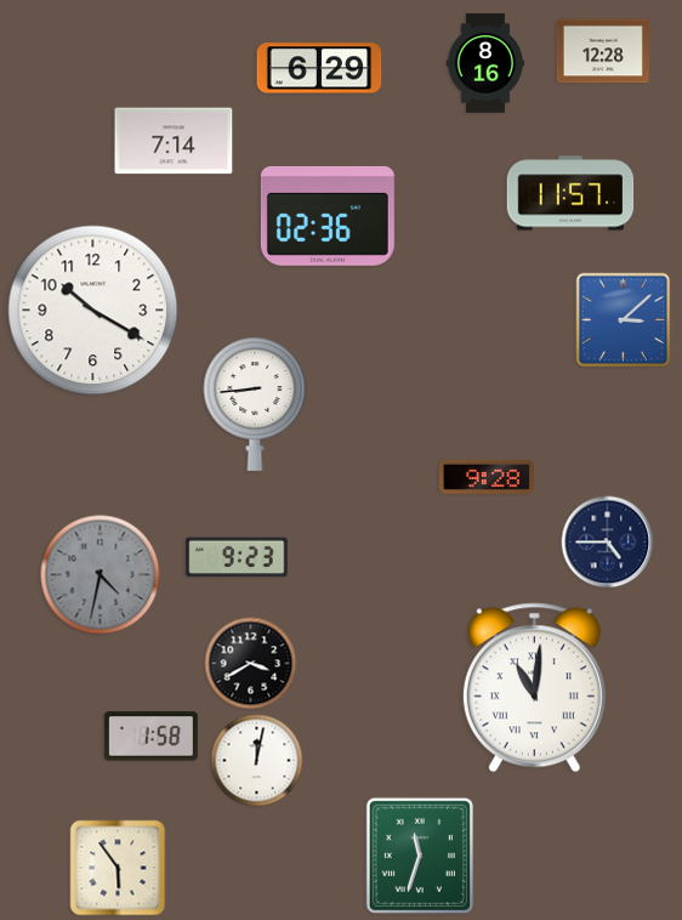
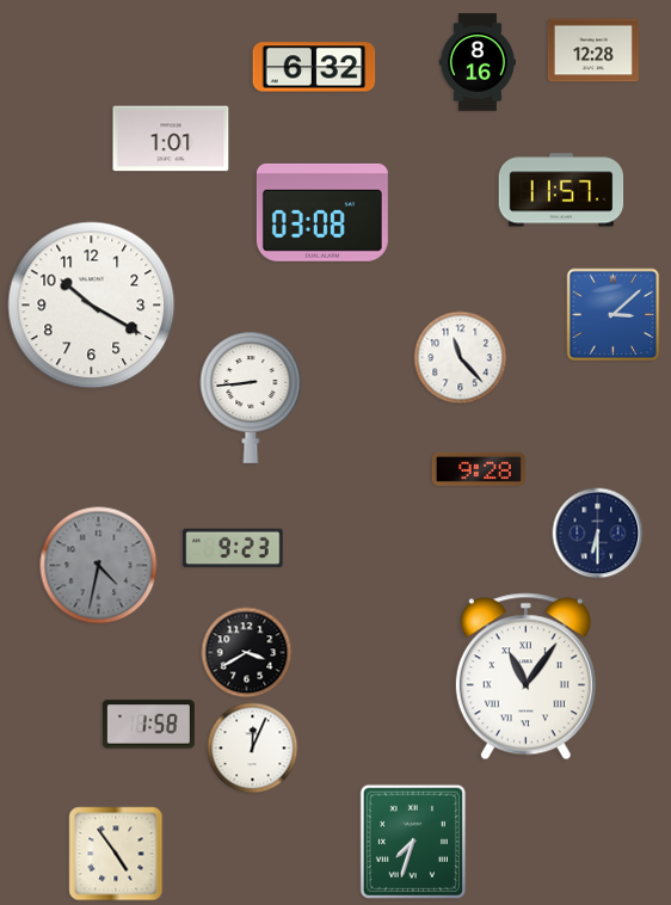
clock at (319, 68): 6:29 -> 6:32
clock at (174, 141): 7:14 -> 1:01
clock at (328, 216): 02:36 -> 03:08
clock at (461, 358): none -> 11:23
clock at (608, 543): 4:45 -> 6:30
clock at (534, 688): 11:01 -> 11:06
clock at (257, 761): 12:02 -> 12:04
clock at (420, 856): 11:33 -> 7:33
clock at (118, 868): 5:54 -> 4:54
